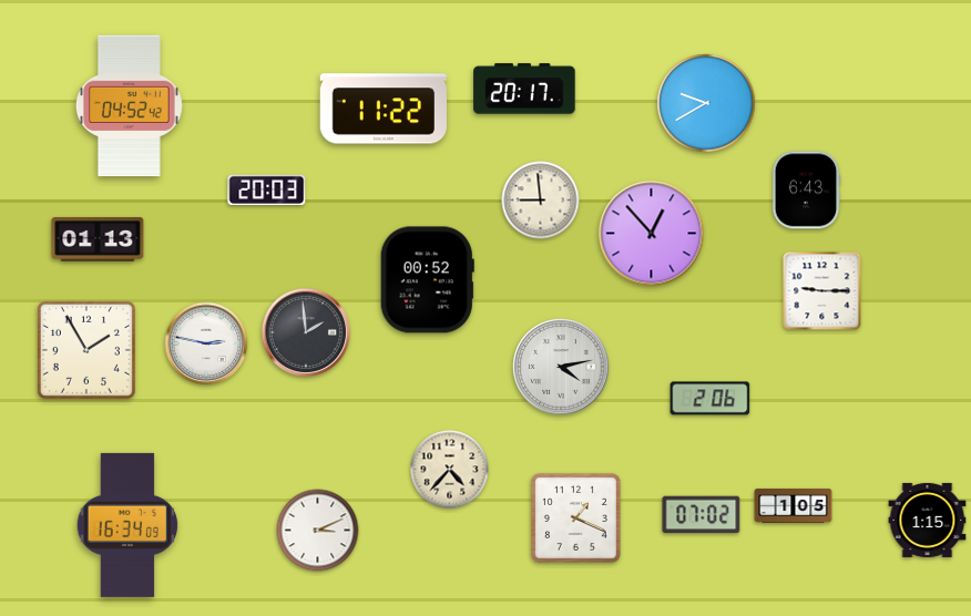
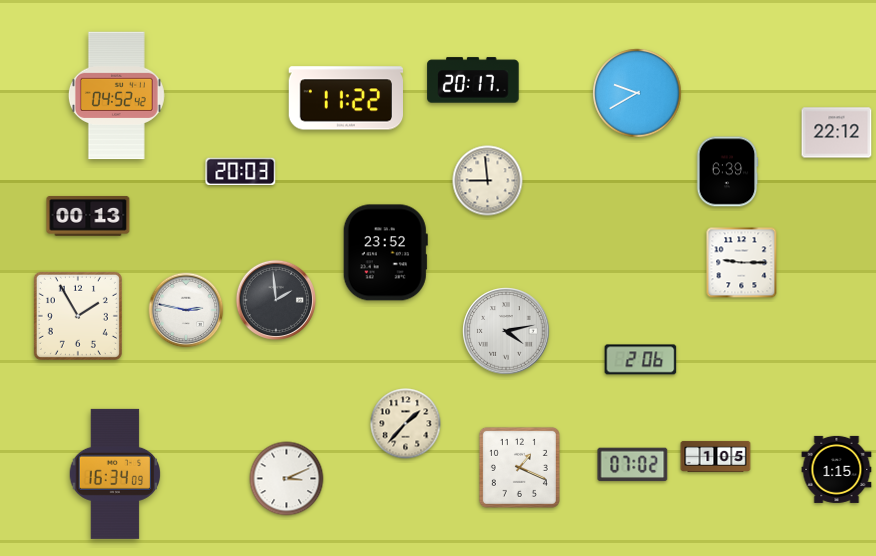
clock at (837, 133): none -> 22:12
clock at (806, 191): 6:43 -> 6:39
clock at (652, 234): 12:53 -> none
clock at (98, 239): 01:13 -> 00:13
clock at (427, 280): 00:52 -> 23:52
clock at (450, 470): 4:37 -> 1:37
